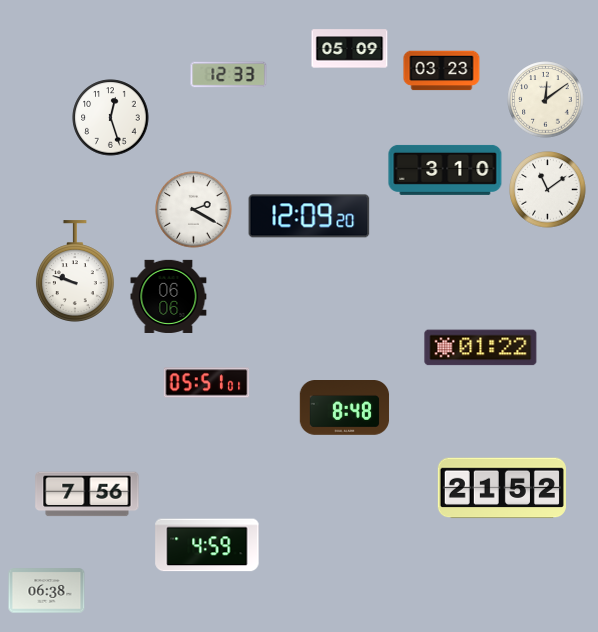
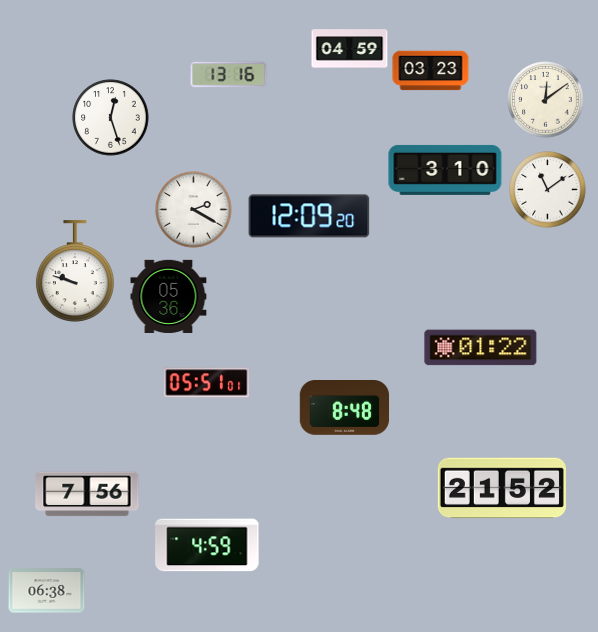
clock at (350, 49): 05:09 -> 04:59
clock at (442, 71) position: (442, 71) -> (431, 71)
clock at (229, 75): 12:33 -> 13:16
clock at (169, 296): 06:06 -> 05:36
